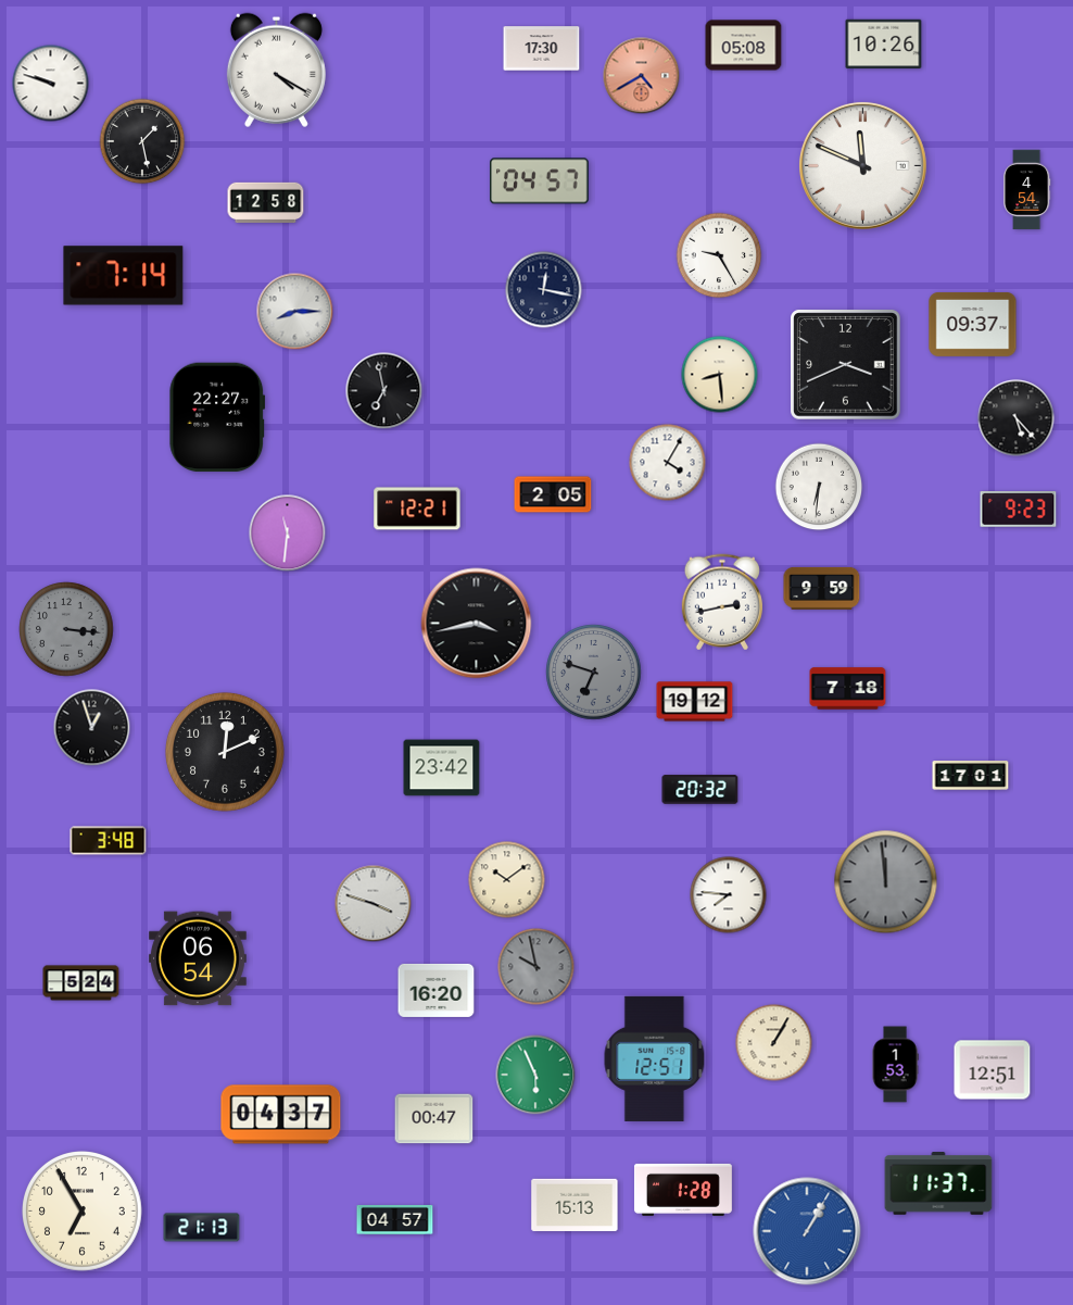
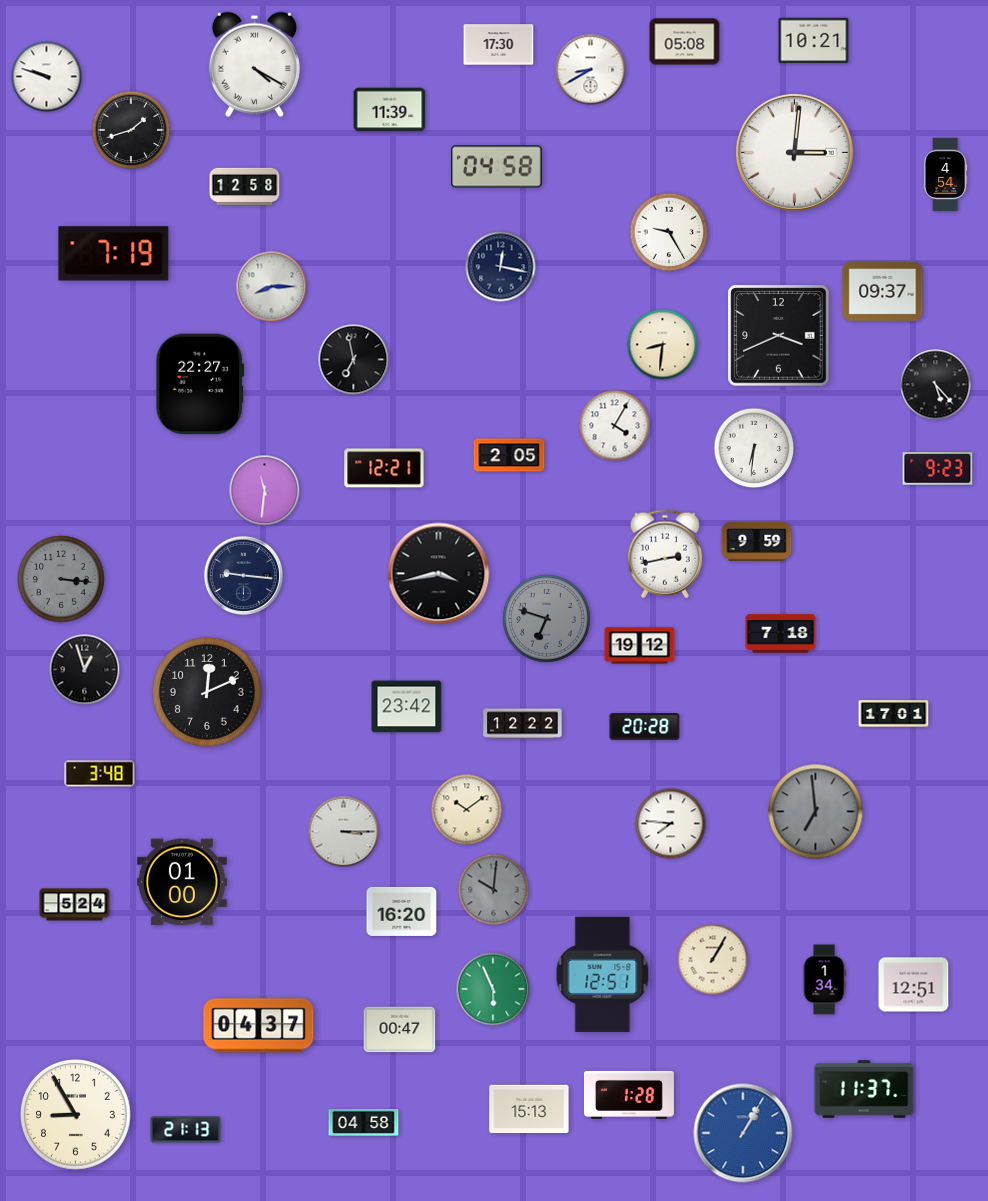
clock at (884, 45): 10:26 -> 10:21
clock at (642, 76): 4:40 -> 8:40
clock at (642, 76) dial: salmon -> white
clock at (390, 110): none -> 11:39
clock at (142, 141): 1:28 -> 1:42
clock at (862, 165): 11:49 -> 3:01
clock at (540, 181): 04:57 -> 04:58
clock at (719, 255) position: (719, 255) -> (669, 232)
clock at (124, 276): 7:14 -> 7:19
clock at (973, 324) position: (973, 324) -> (883, 291)
clock at (720, 375): 8:29 -> 8:31
clock at (243, 575): none -> 9:16
clock at (523, 724): none -> 12:22
clock at (700, 790): 20:32 -> 20:28
clock at (886, 882): 11:59 -> 6:59
clock at (374, 904): 3:48 -> 3:15
clock at (198, 958): 06:54 -> 01:00
clock at (536, 967): 9:58 -> 10:01
clock at (895, 1065): 1:53 -> 1:34
clock at (83, 1212): 6:55 -> 8:55
clock at (395, 1219): 04:57 -> 04:58
